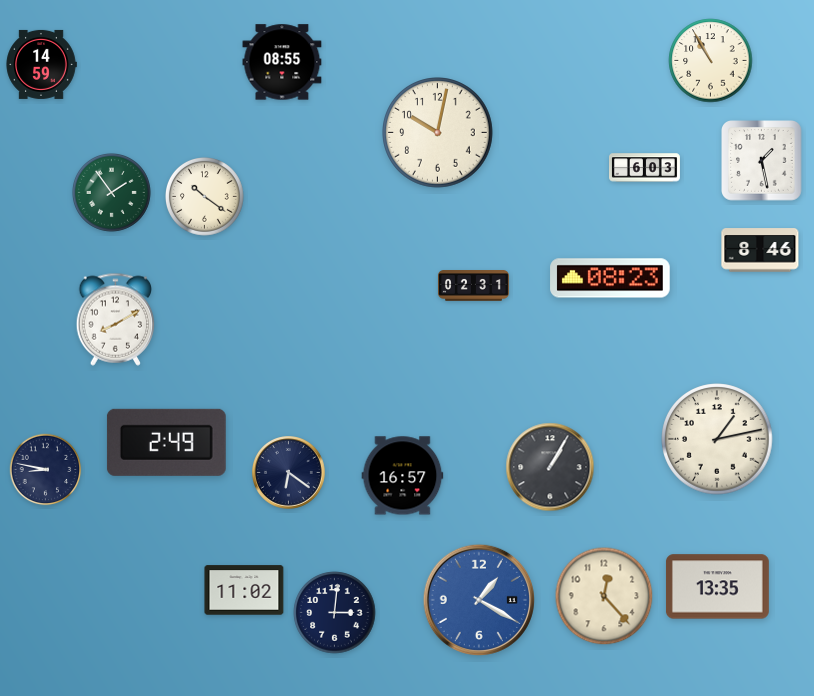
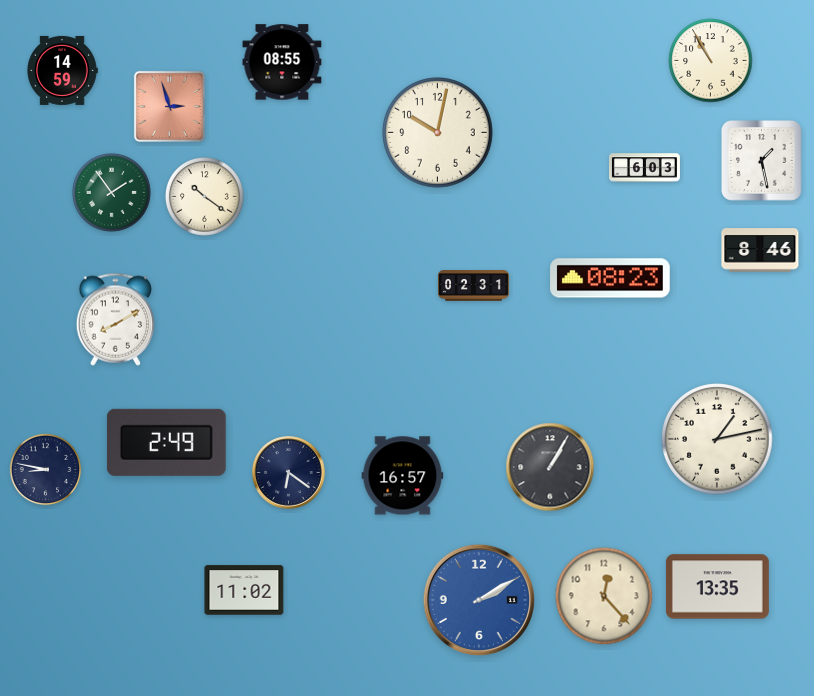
clock at (41, 64) position: (41, 64) -> (62, 70)
clock at (169, 106): none -> 2:57
clock at (479, 600): 1:20 -> 2:10
clock at (335, 613): 3:01 -> none
